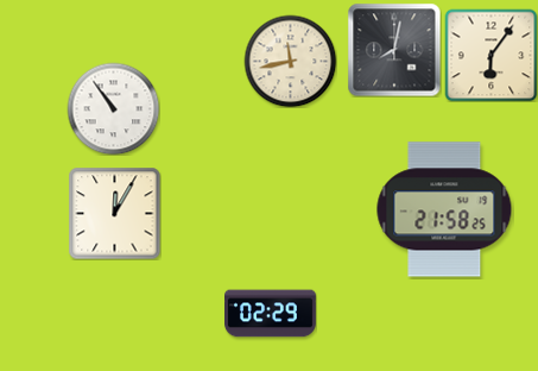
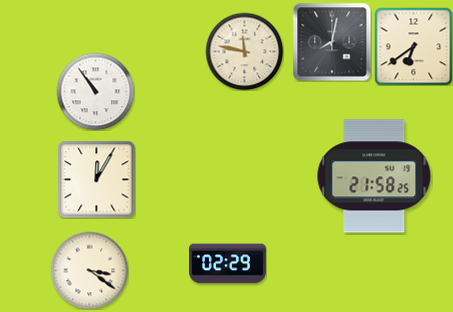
clock at (490, 55): 6:06 -> 6:39
clock at (290, 61): 11:43 -> 11:47
clock at (89, 270): none -> 3:21
